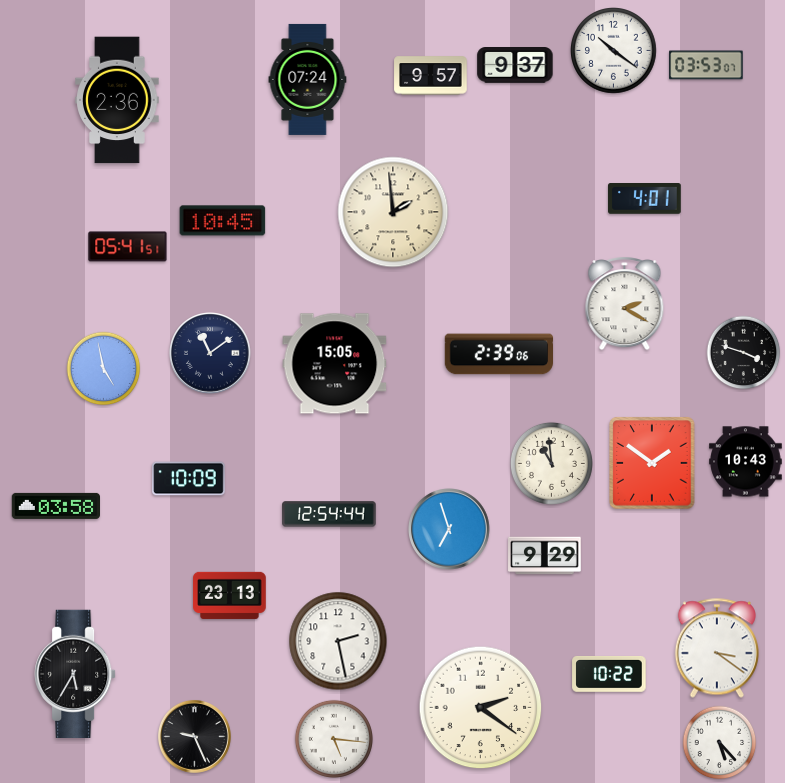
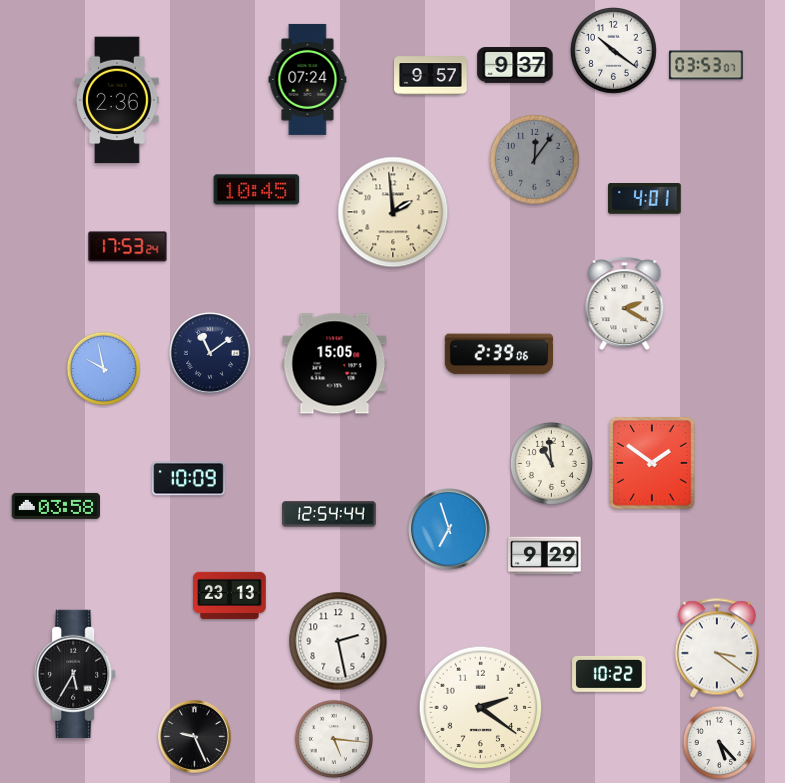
clock at (535, 160): none -> 12:06
clock at (223, 221) position: (223, 221) -> (257, 190)
clock at (128, 247): 05:41 -> 17:53
clock at (744, 353): 3:48 -> none
clock at (104, 369): 4:58 -> 9:58
clock at (746, 462): 10:43 -> none
